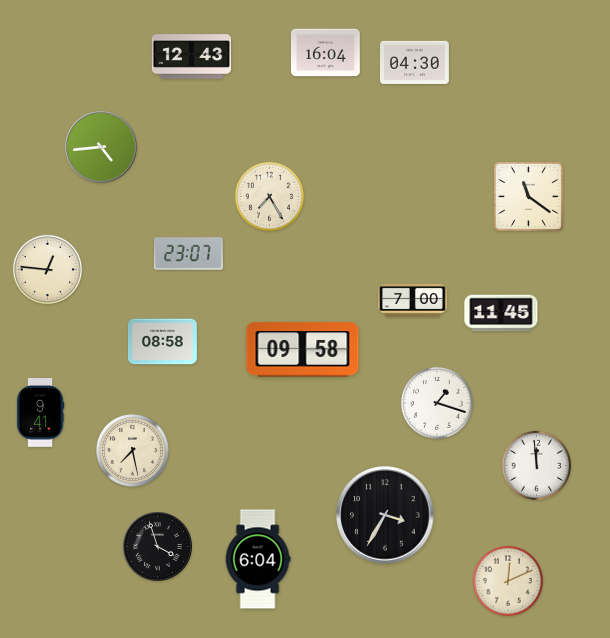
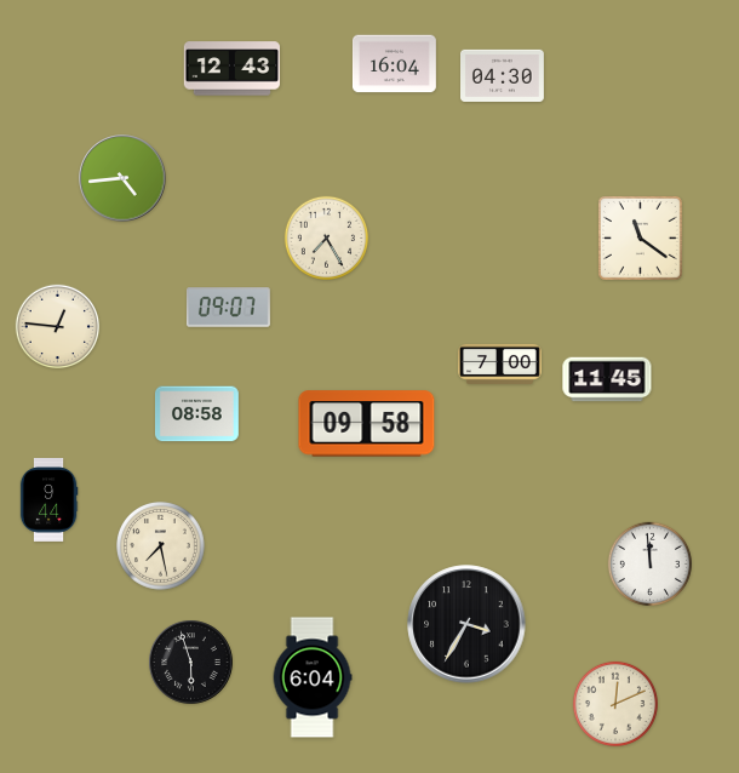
clock at (188, 254): 23:07 -> 09:07
clock at (437, 403): 1:18 -> none
clock at (40, 413): 9:41 -> 9:44
clock at (158, 547): 3:57 -> 5:57
